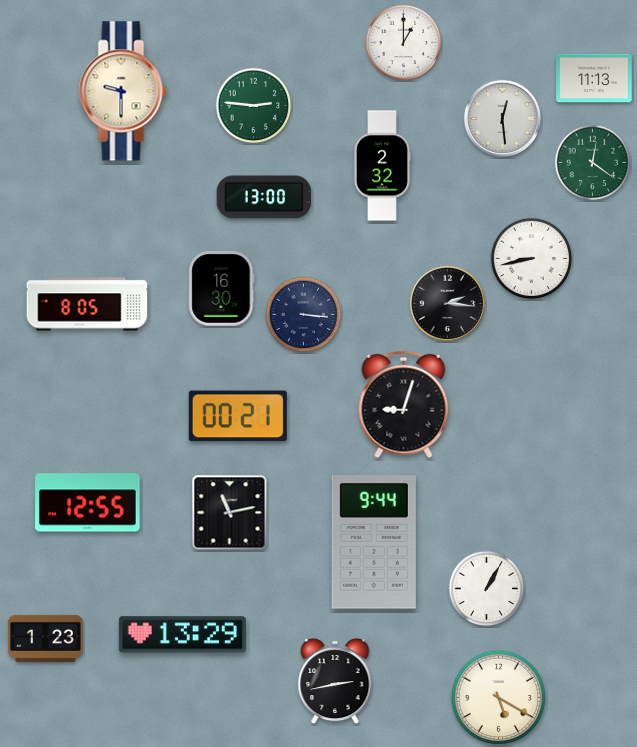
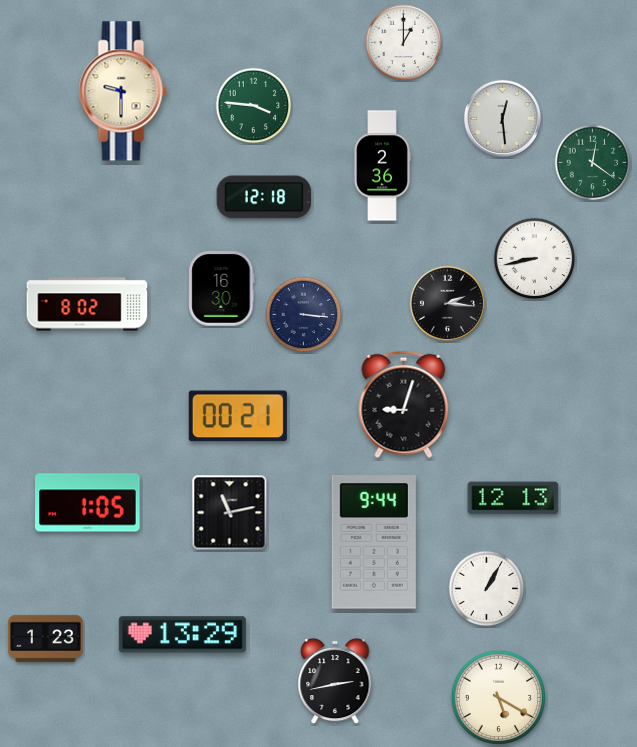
clock at (594, 78): 11:13 -> none
clock at (254, 106): 2:46 -> 3:46
clock at (382, 166): 2:32 -> 2:36
clock at (264, 197): 13:00 -> 12:18
clock at (532, 259) position: (532, 259) -> (535, 259)
clock at (87, 304): 8:05 -> 8:02
clock at (513, 498): none -> 12:13
clock at (88, 503): 12:55 -> 1:05
